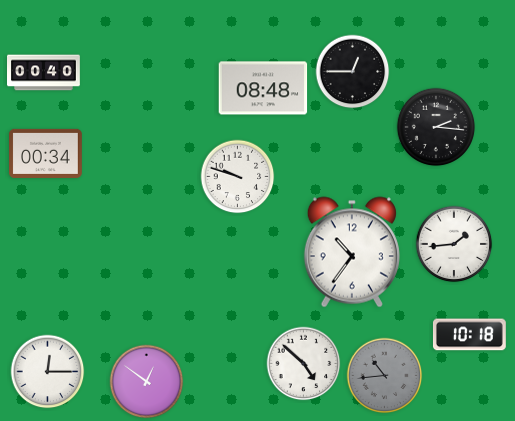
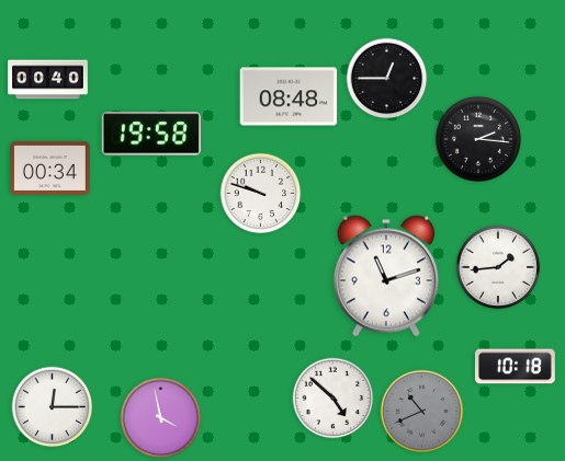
clock at (151, 134): none -> 19:58
clock at (352, 252): 10:36 -> 11:12
clock at (385, 376): 10:44 -> 10:41
clock at (147, 382): 12:51 -> 3:58
